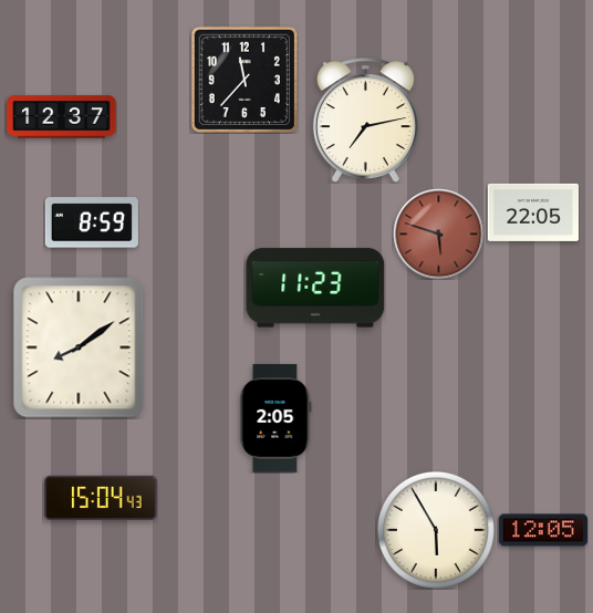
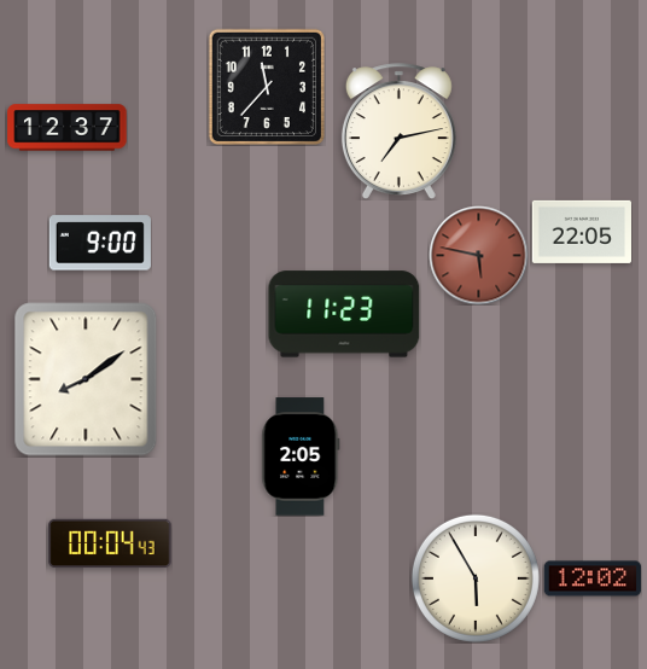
clock at (92, 222): 8:59 -> 9:00
clock at (438, 233): 5:48 -> 5:47
clock at (101, 498): 15:04 -> 00:04
clock at (543, 530): 12:05 -> 12:02
